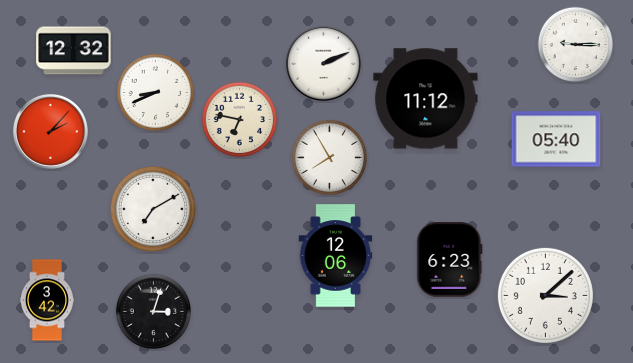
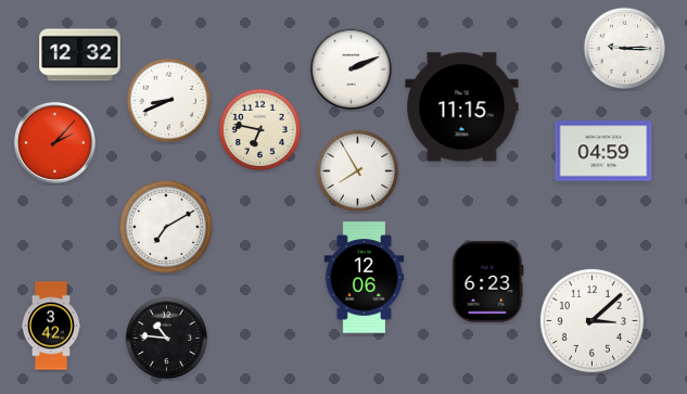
clock at (426, 99): 11:12 -> 11:15
clock at (556, 139): 05:40 -> 04:59
clock at (154, 312): 3:03 -> 10:46
